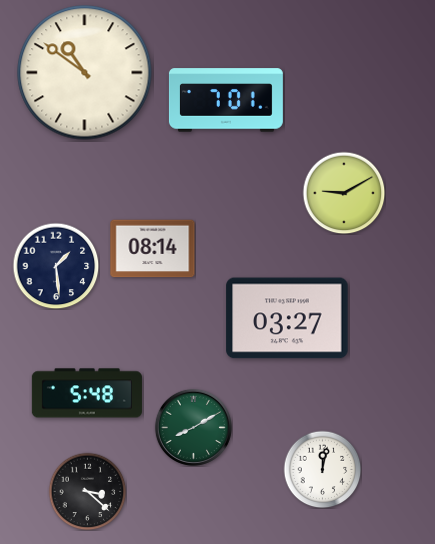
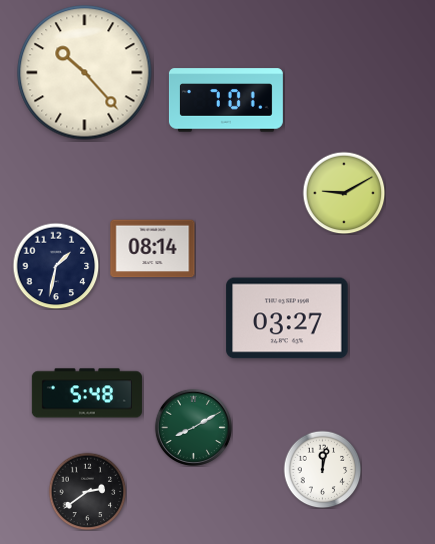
clock at (85, 73): 10:51 -> 10:23
clock at (56, 266): 1:29 -> 1:32
clock at (87, 491): 3:22 -> 2:39
